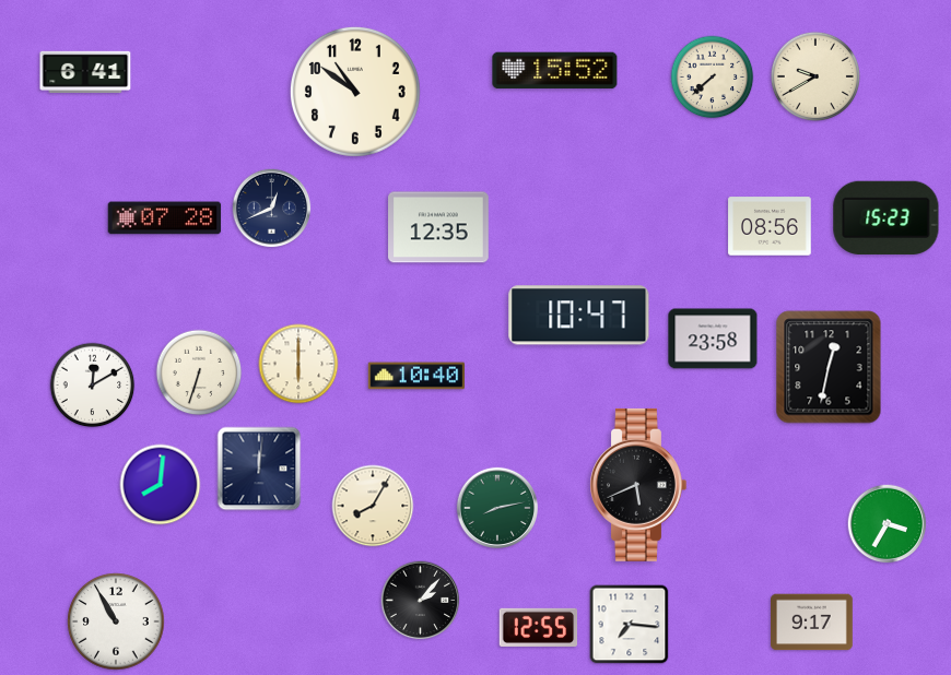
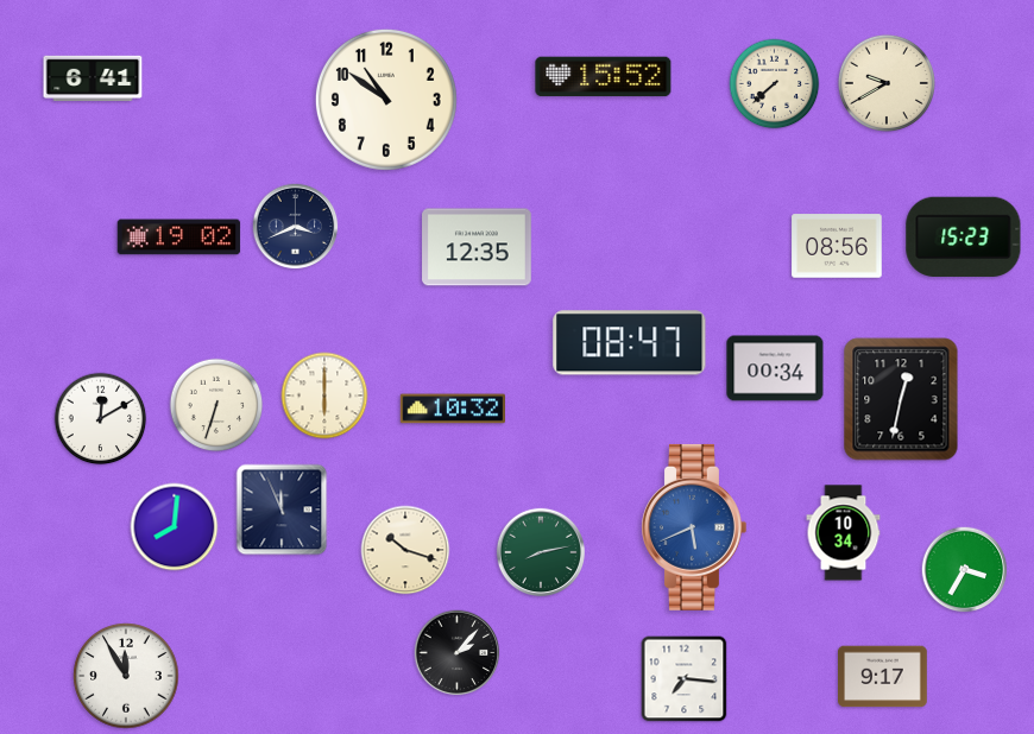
clock at (272, 209): 12:41 -> 3:41
clock at (165, 218): 07:28 -> 19:02
clock at (579, 316): 10:47 -> 08:47
clock at (713, 339): 23:58 -> 00:34
clock at (415, 376): 10:40 -> 10:32
clock at (259, 469): 12:01 -> 11:56
clock at (638, 485) dial: black -> blue
clock at (844, 533): none -> 10:34
clock at (373, 506): 8:05 -> 10:18
clock at (116, 621): 10:55 -> 11:55
clock at (539, 627): 12:55 -> none
